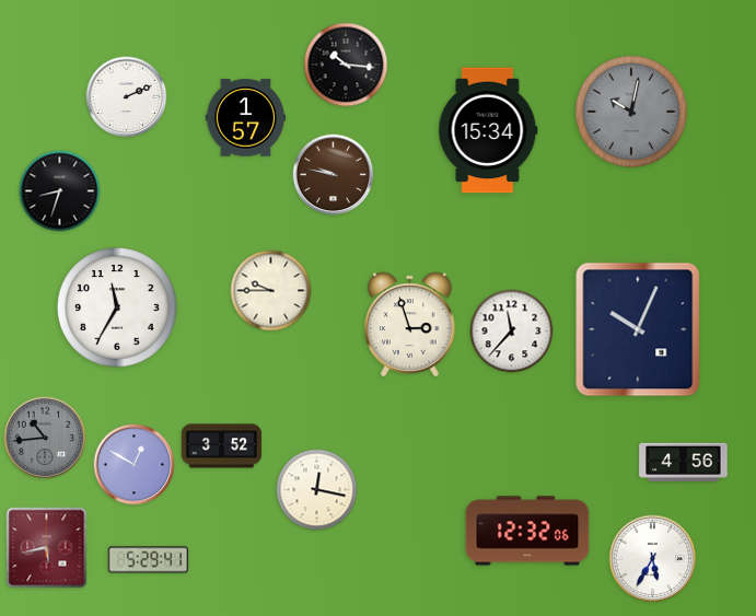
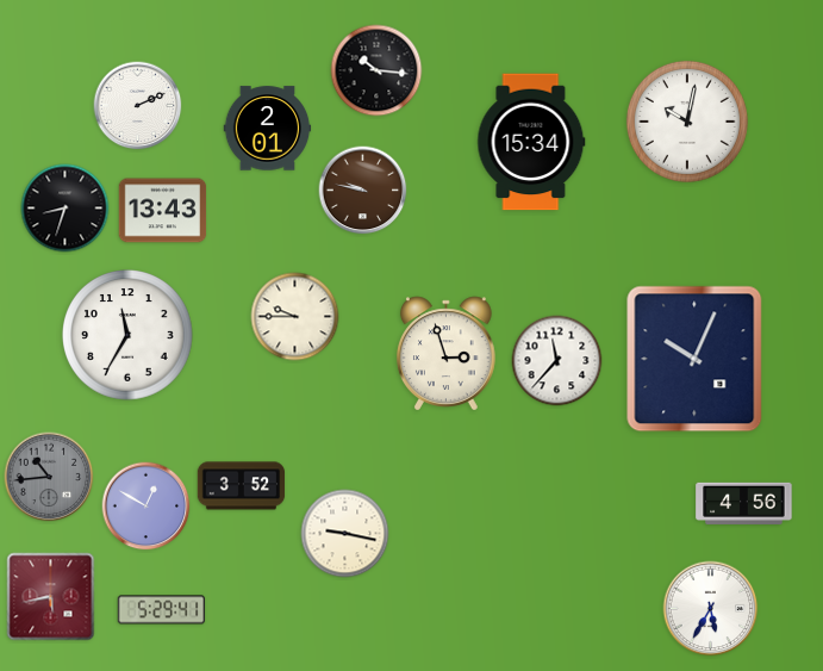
clock at (631, 112) dial: grey -> white
clock at (246, 118): 1:57 -> 2:01
clock at (163, 211): none -> 13:43
clock at (317, 490): 12:17 -> 9:17
clock at (527, 531): 12:32 -> none
